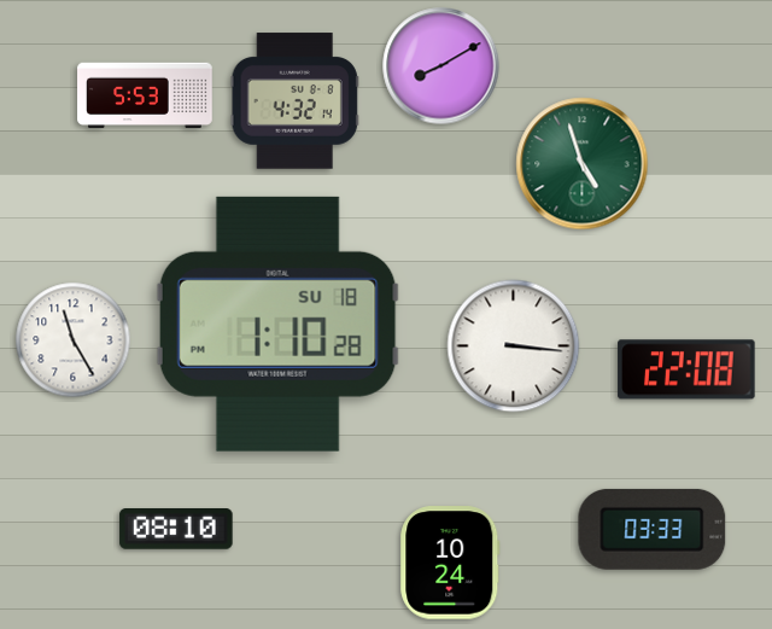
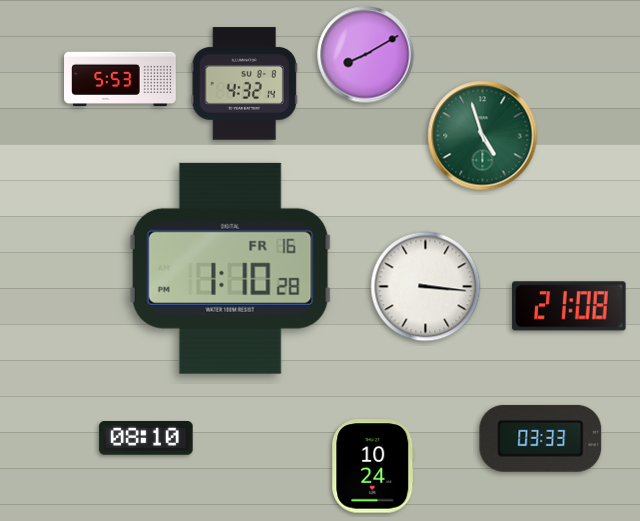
clock at (277, 324) date: SU 18 -> FR 16
clock at (74, 340): 11:25 -> none
clock at (686, 369): 22:08 -> 21:08
